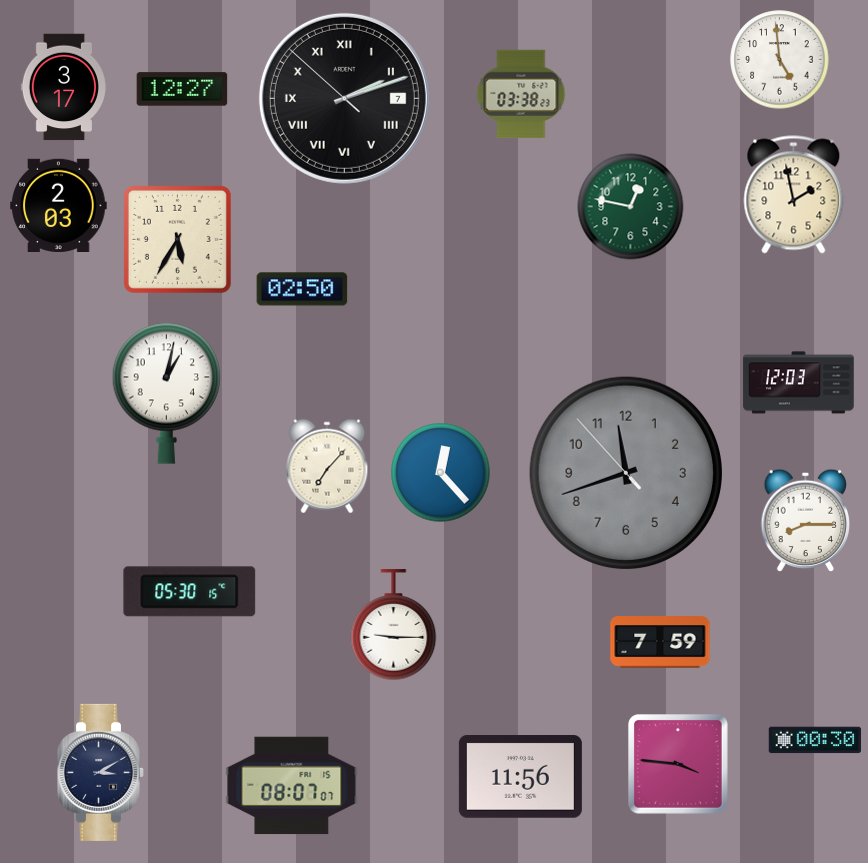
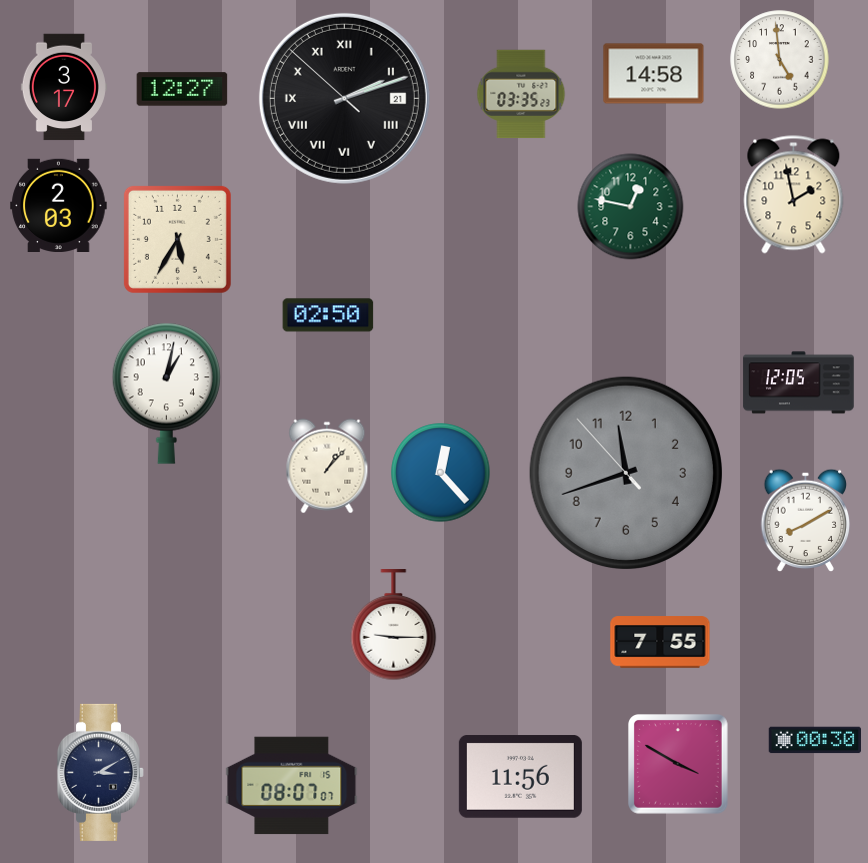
clock at (654, 74): none -> 14:58
clock at (521, 94): 03:38 -> 03:35
clock at (344, 98) date: 7 -> 21
clock at (302, 289) position: (302, 289) -> (328, 315)
clock at (799, 383): 12:03 -> 12:05
clock at (327, 466): 7:07 -> 1:07
clock at (806, 521): 8:15 -> 8:10
clock at (190, 592): 05:30 -> none
clock at (660, 642): 7:59 -> 7:55
clock at (679, 765): 3:46 -> 3:50
